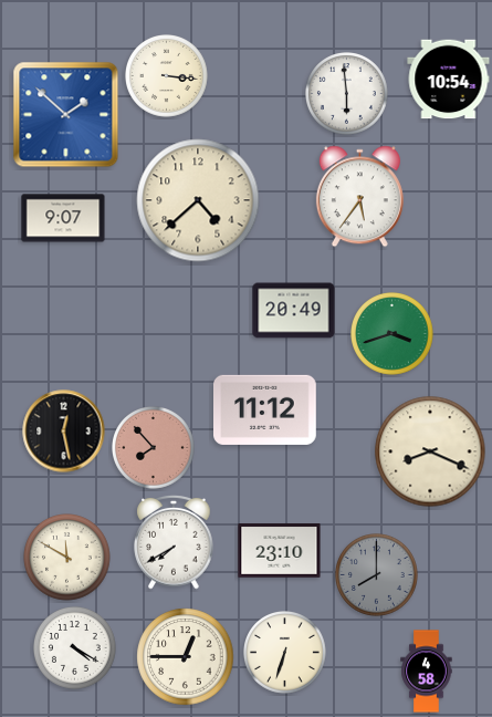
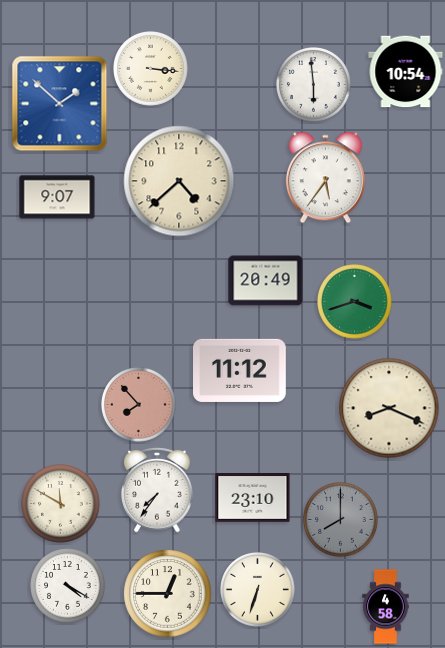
clock at (64, 432): 12:28 -> none
clock at (174, 543): 7:40 -> 7:36
